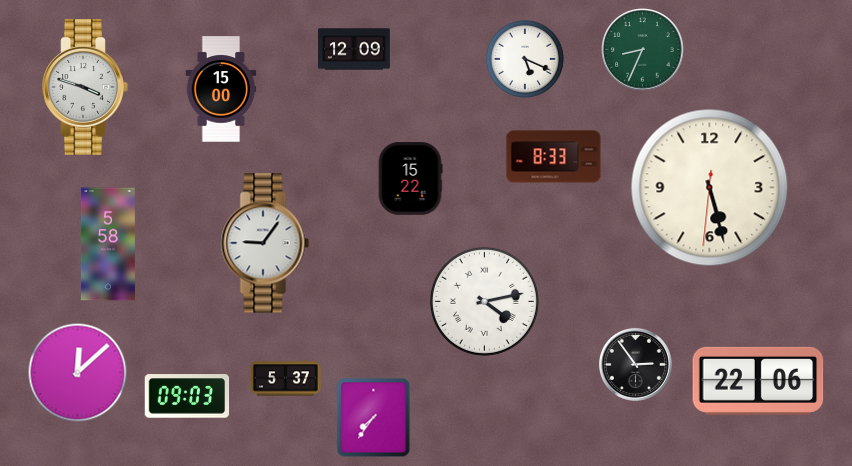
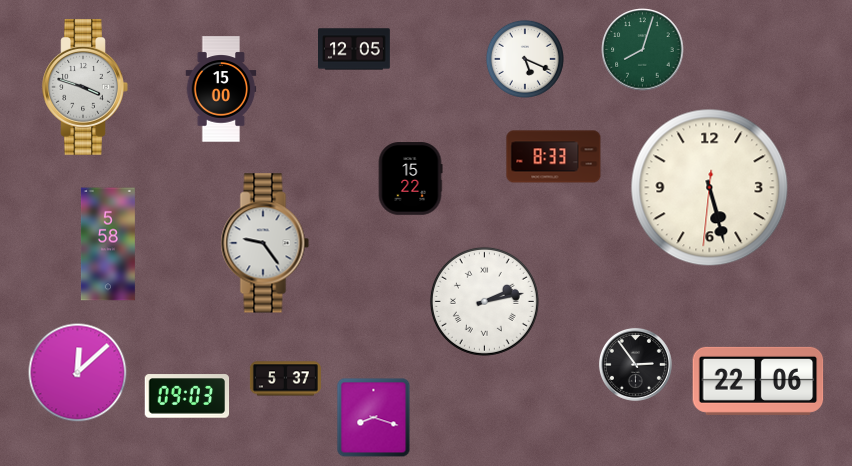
clock at (355, 49): 12:09 -> 12:05
clock at (643, 50): 8:34 -> 8:03
clock at (265, 243): 9:06 -> 9:24
clock at (484, 301): 4:13 -> 2:13
clock at (374, 418): 7:36 -> 8:18
